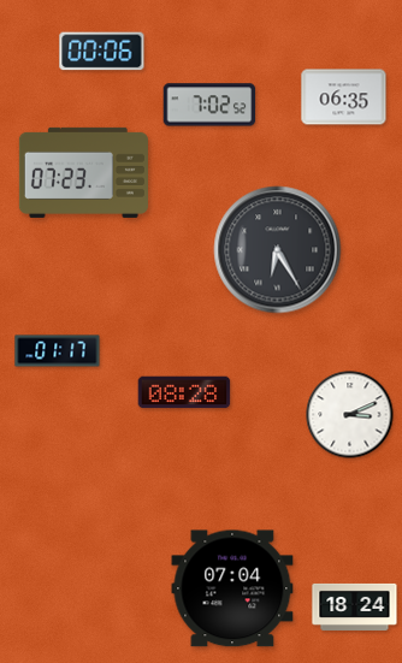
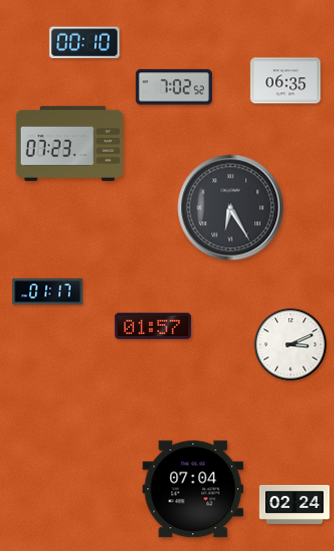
clock at (102, 52): 00:06 -> 00:10
clock at (184, 392): 08:28 -> 01:57
clock at (355, 606): 18:24 -> 02:24
